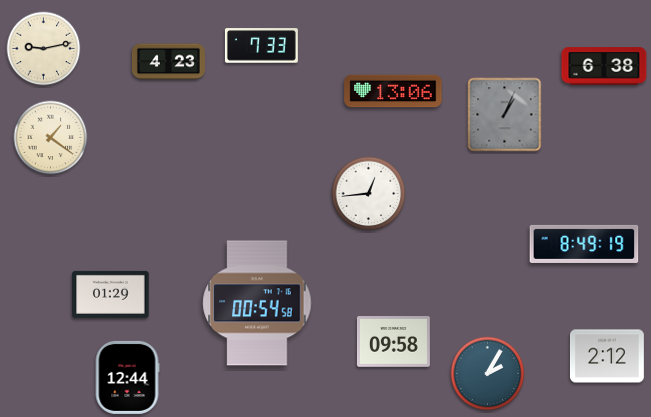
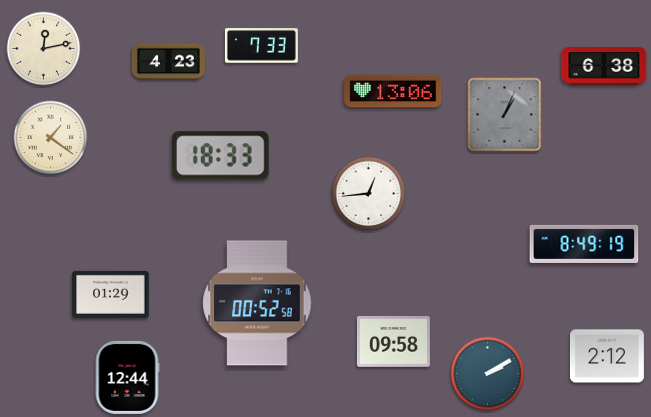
clock at (44, 49): 9:13 -> 12:13
clock at (221, 156): none -> 18:33
clock at (257, 303): 00:54 -> 00:52
clock at (488, 374): 2:05 -> 2:10
